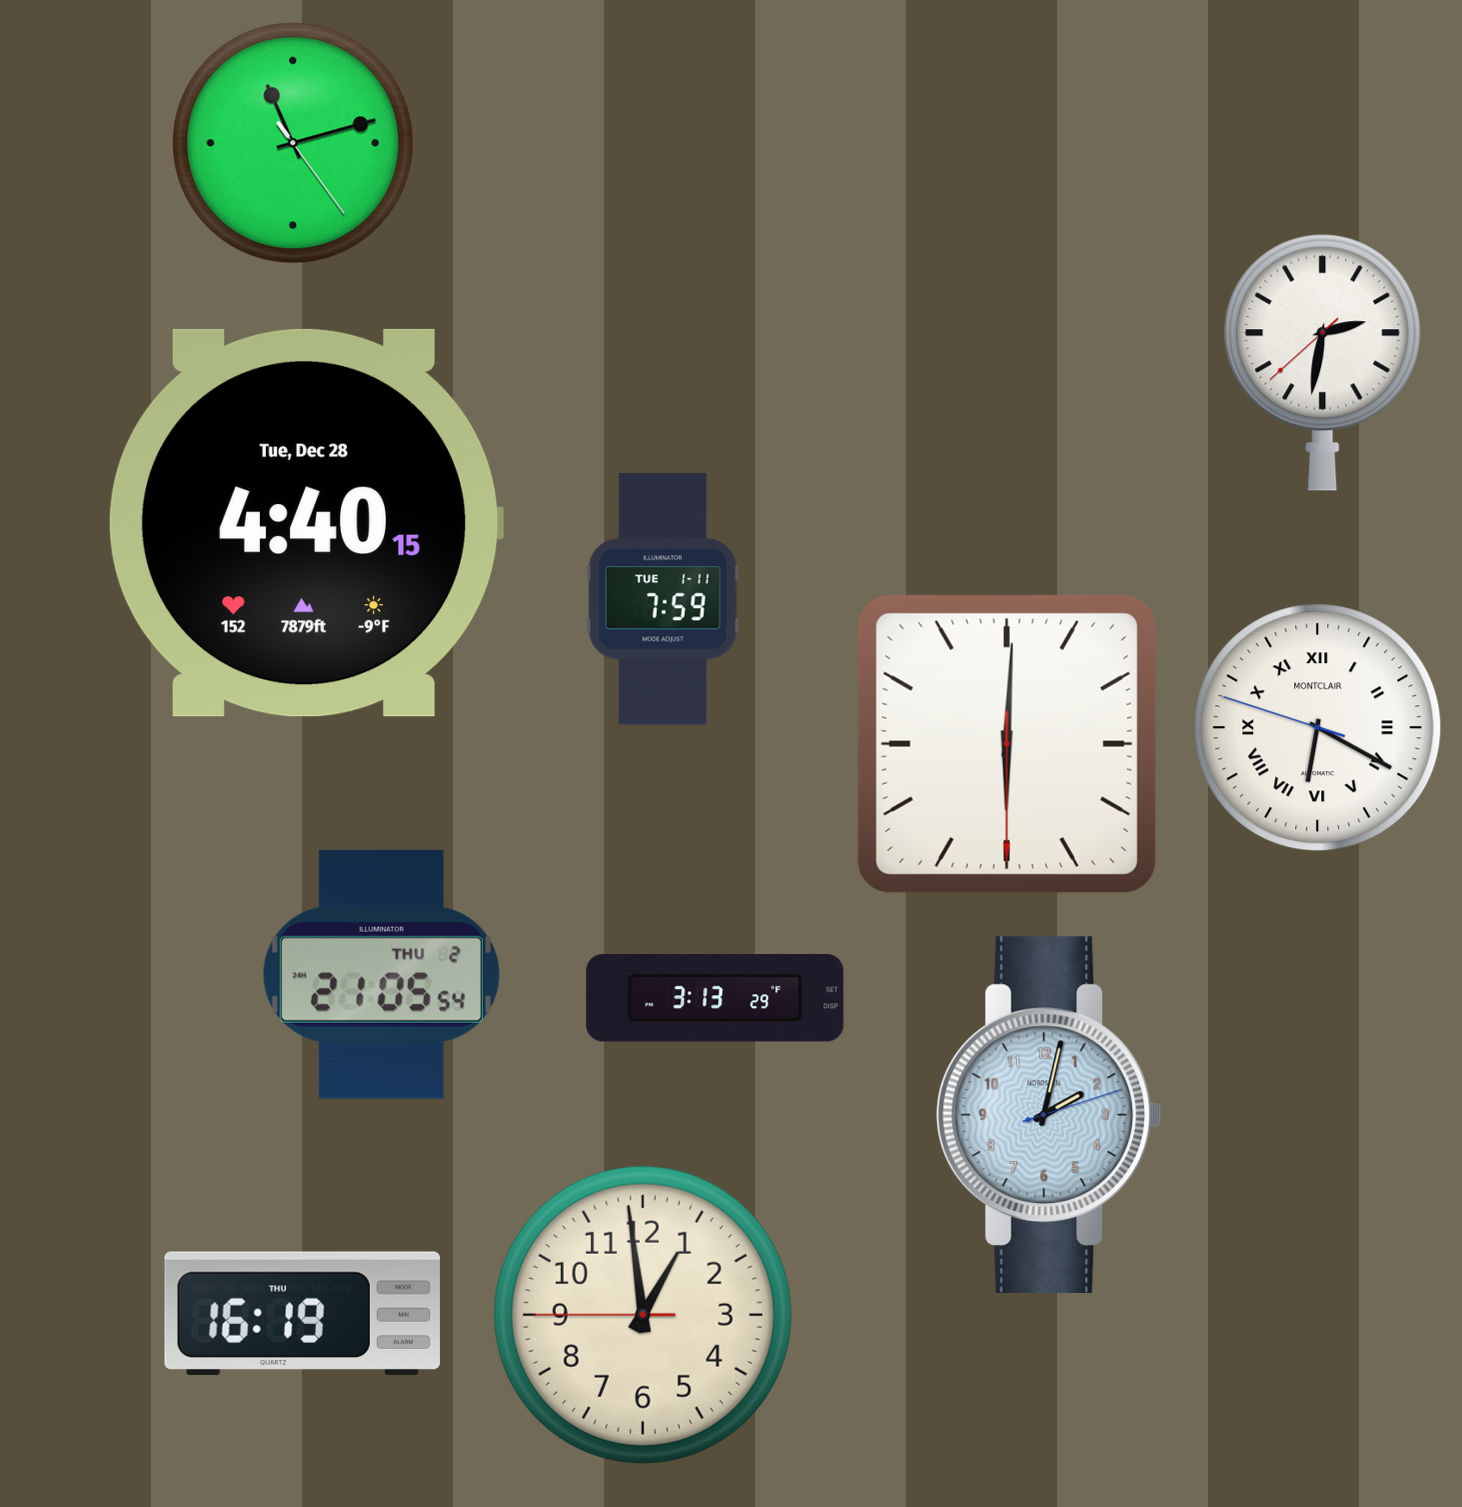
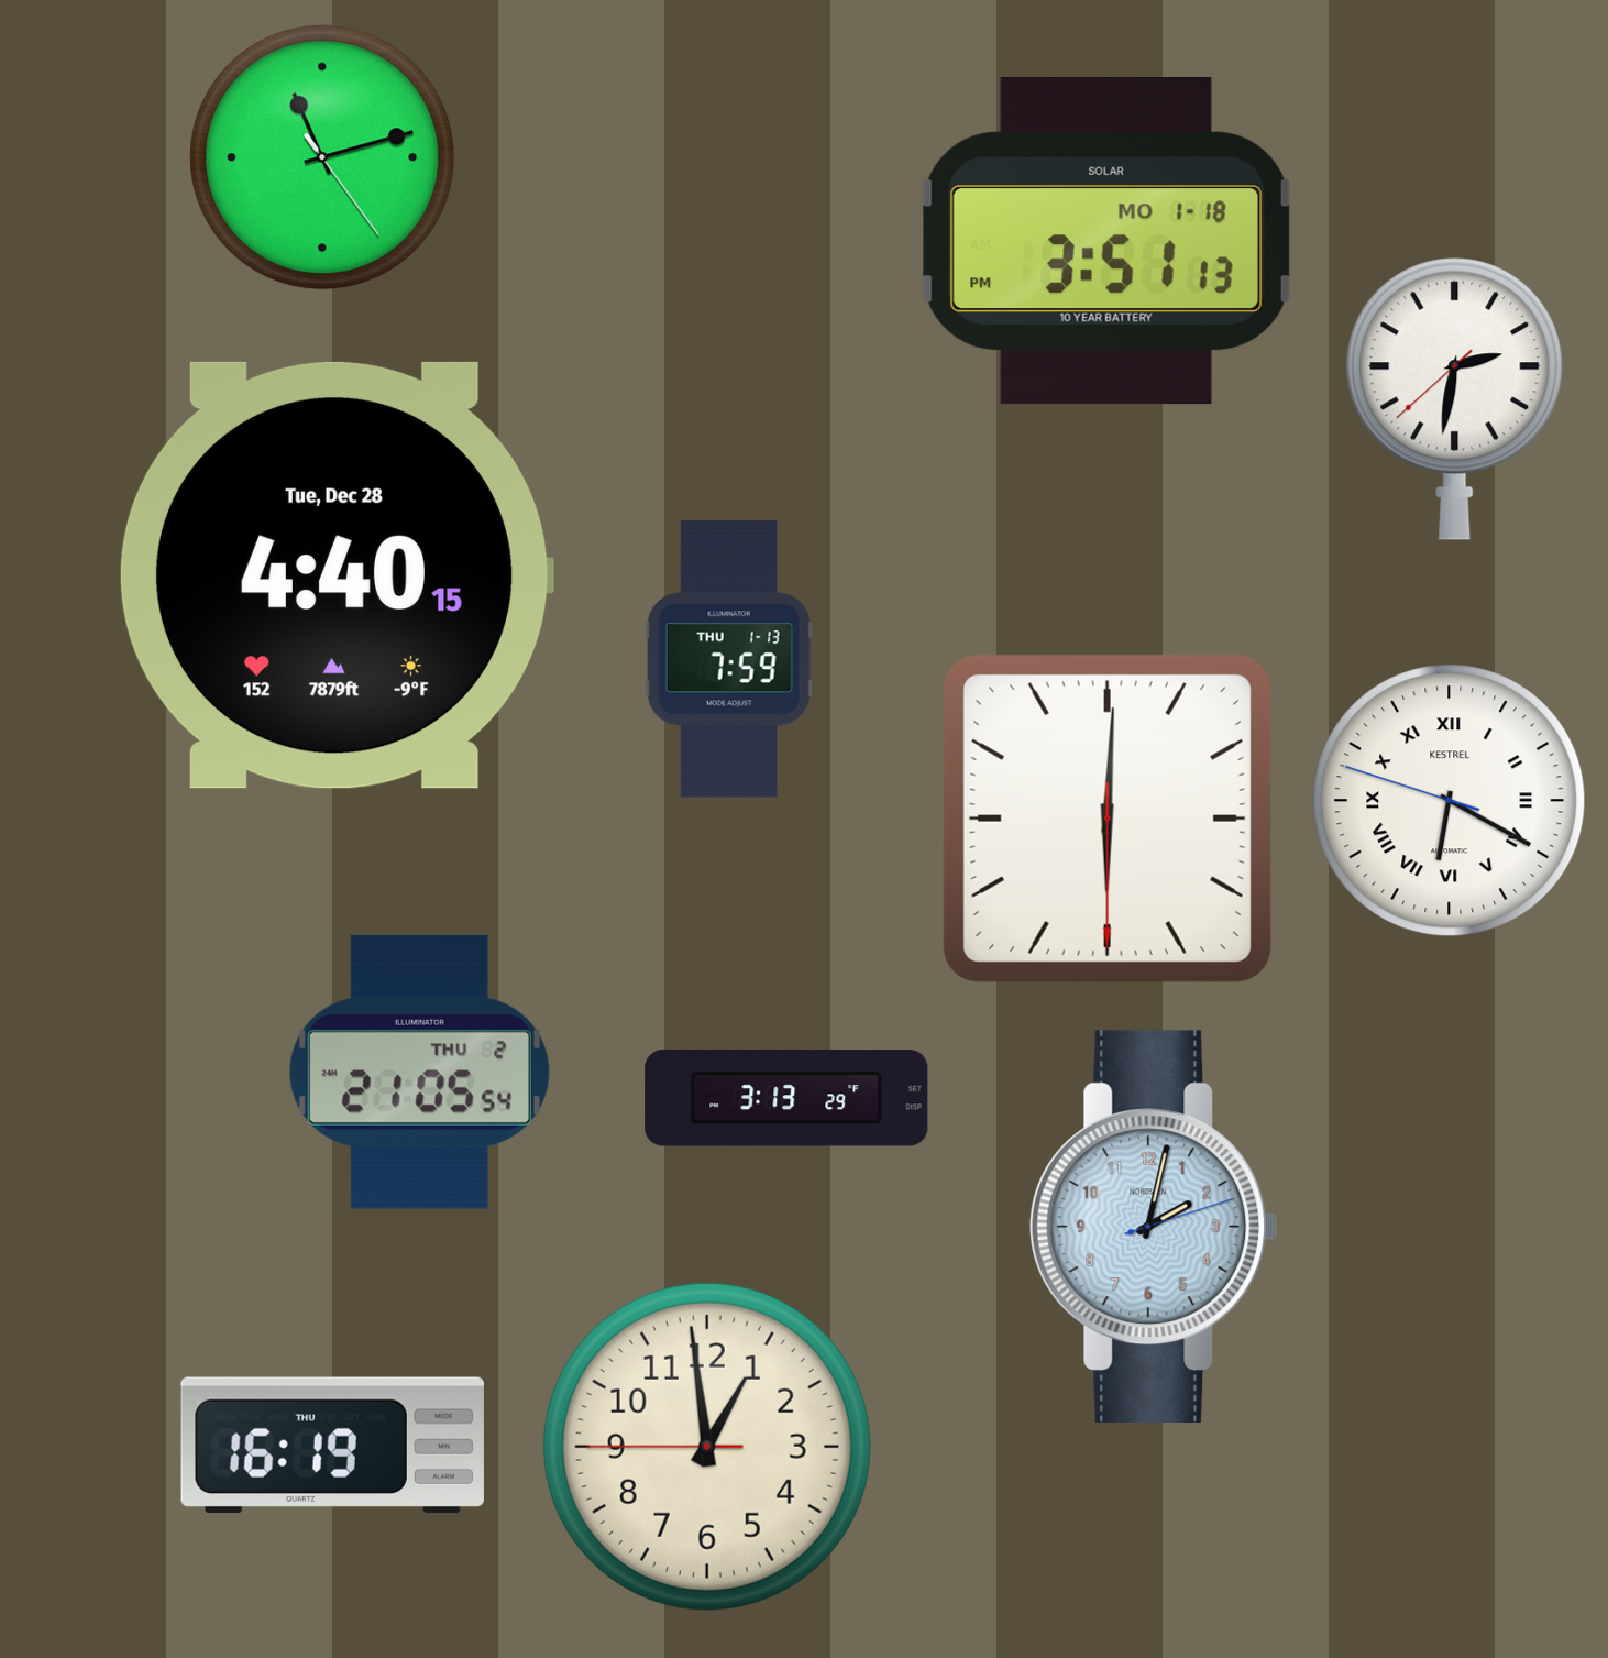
clock at (1106, 242): none -> 3:51
clock at (663, 599) date: TUE 1-11 -> THU 1-13
clock at (1318, 728) brand: MONTCLAIR -> KESTREL
